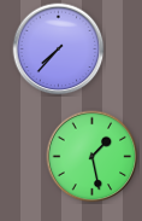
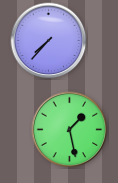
clock at (93, 157) position: (93, 157) -> (70, 130)
